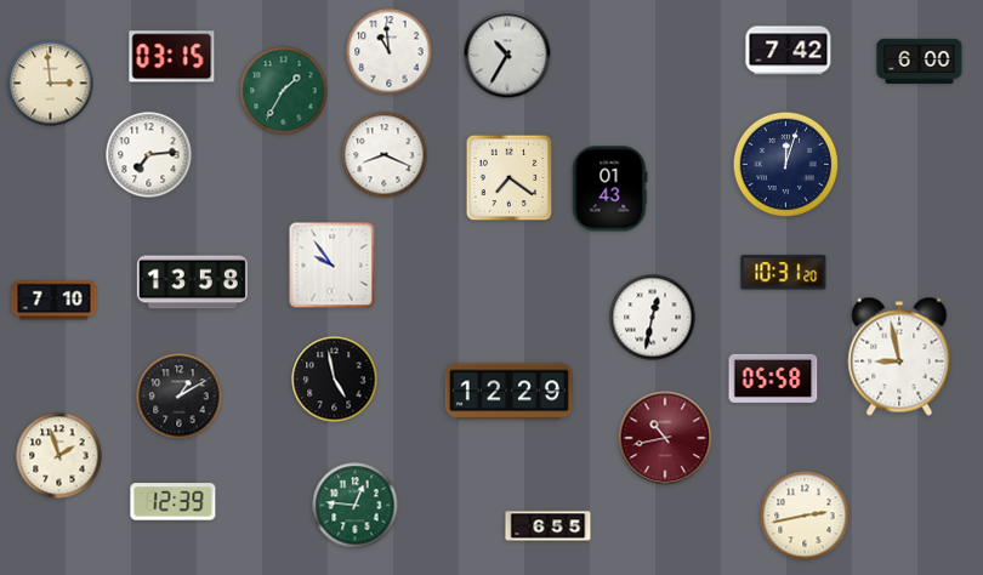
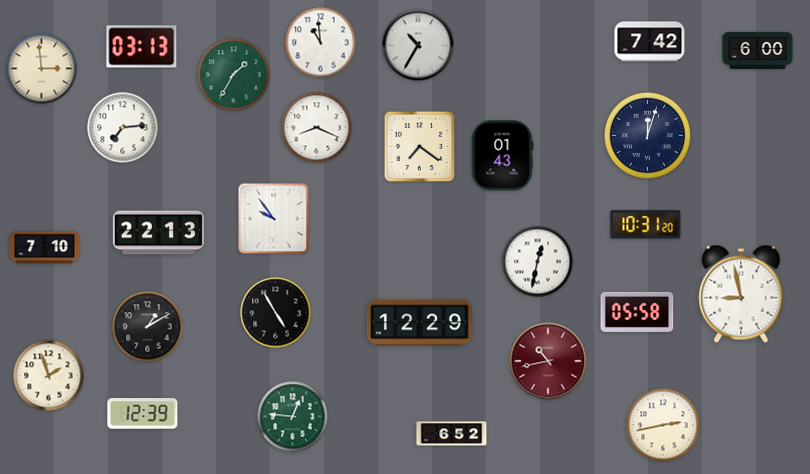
clock at (172, 57): 03:15 -> 03:13
clock at (192, 283): 13:58 -> 22:13
clock at (335, 380): 4:58 -> 4:55
clock at (549, 526): 6:55 -> 6:52
